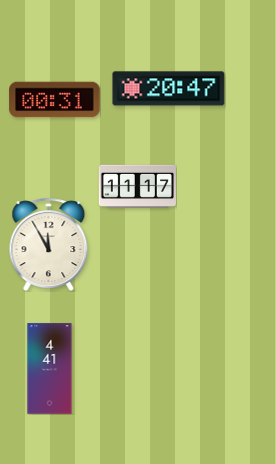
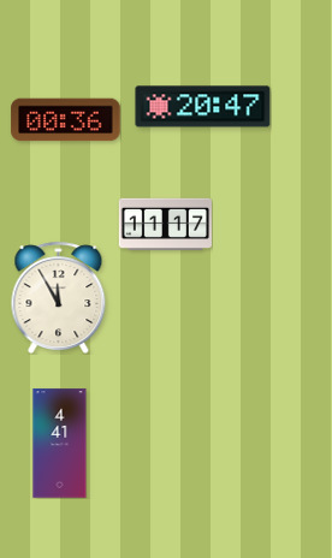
clock at (55, 100): 00:31 -> 00:36
clock at (49, 244) position: (49, 244) -> (59, 297)
